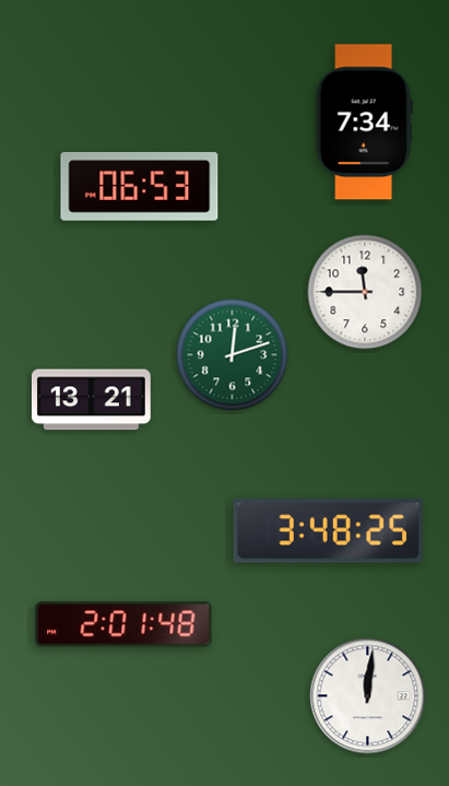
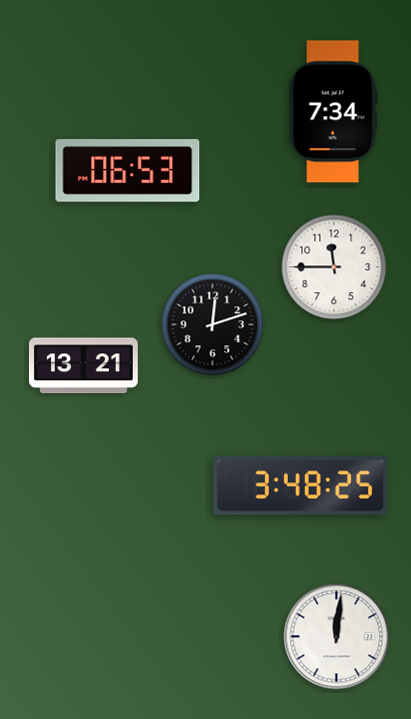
clock at (233, 355) dial: green -> black
clock at (123, 624): 2:01 -> none
